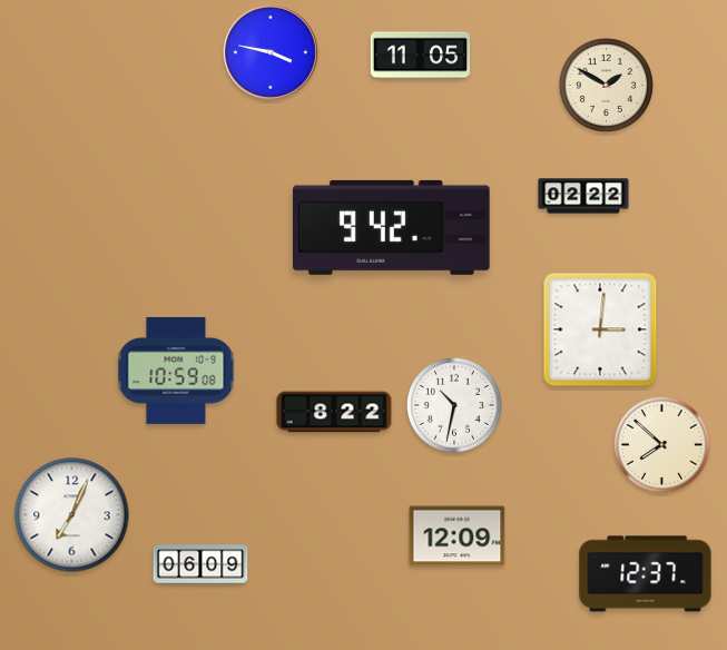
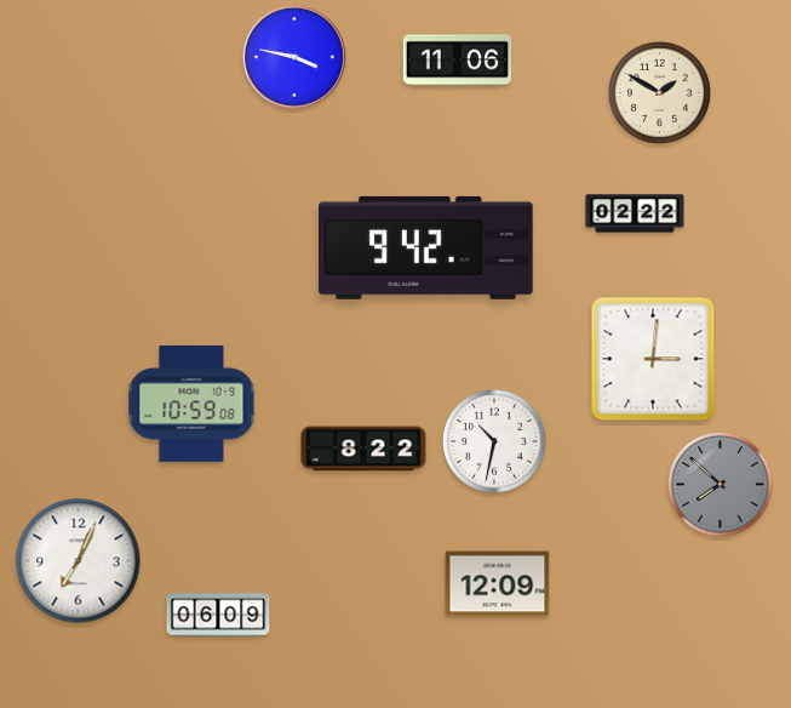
clock at (421, 56): 11:05 -> 11:06
clock at (661, 444) dial: cream -> grey
clock at (646, 574): 12:37 -> none
